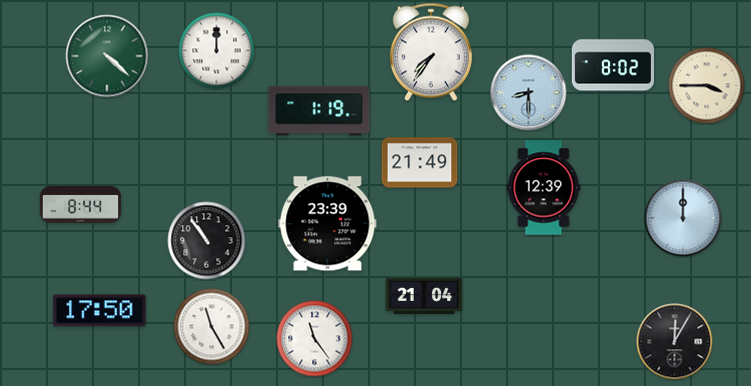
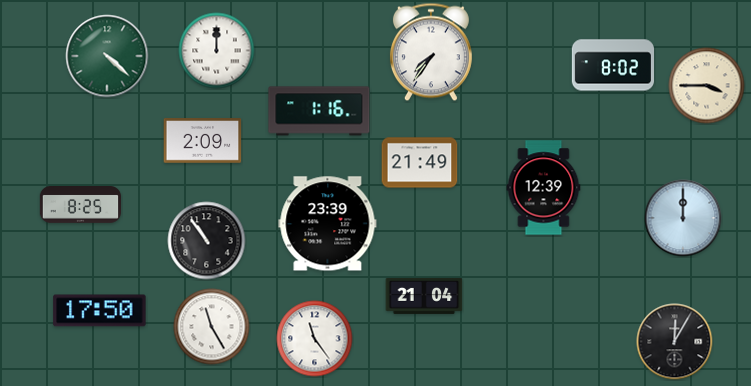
clock at (529, 93): 8:30 -> none
clock at (319, 111): 1:19 -> 1:16
clock at (203, 141): none -> 2:09
clock at (81, 205): 8:44 -> 8:25
